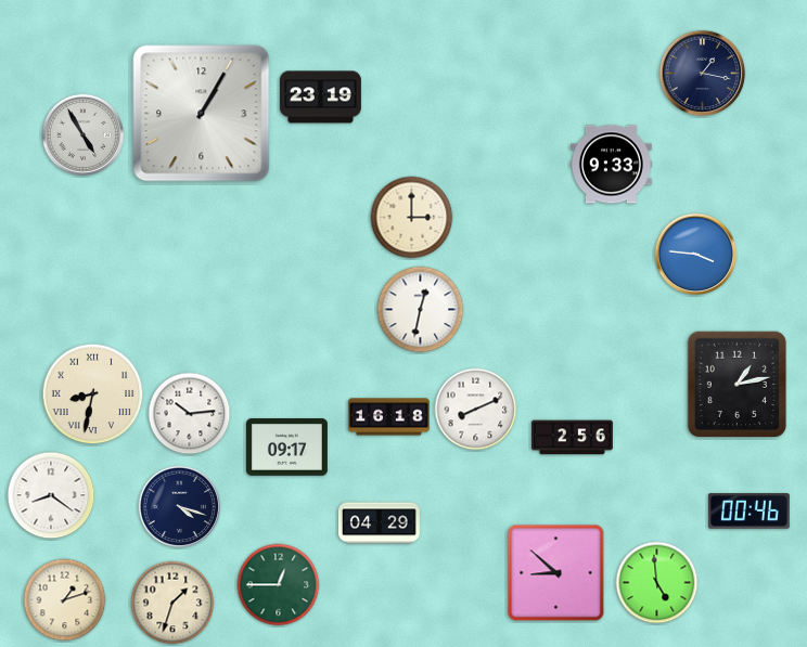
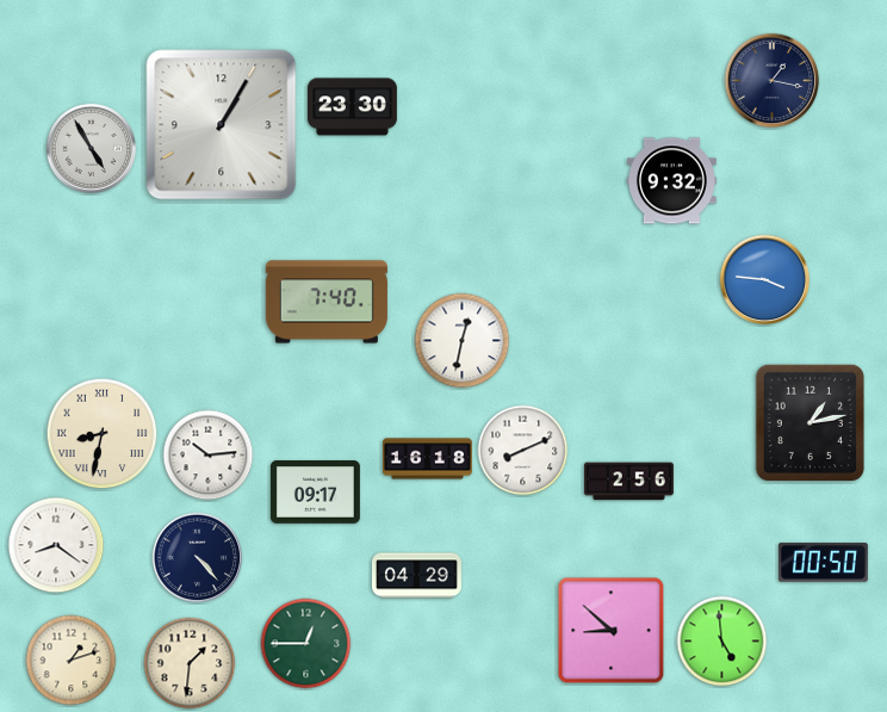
clock at (320, 98): 23:19 -> 23:30
clock at (611, 165): 9:33 -> 9:32
clock at (412, 218): 3:00 -> none
clock at (327, 302): none -> 7:40
clock at (180, 507): 4:18 -> 4:23
clock at (748, 512): 00:46 -> 00:50
clock at (172, 603): 1:33 -> 1:31
